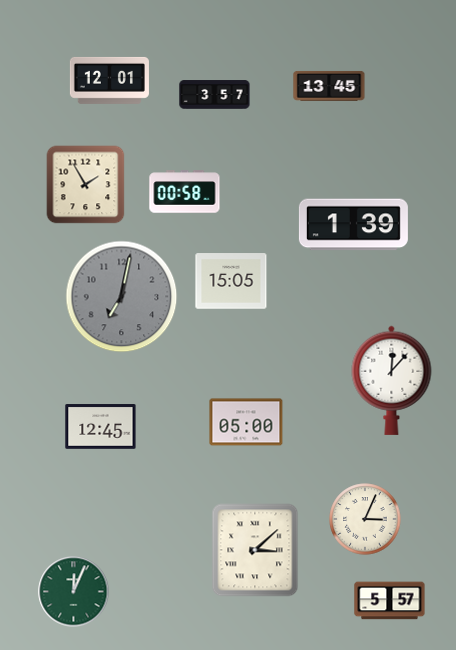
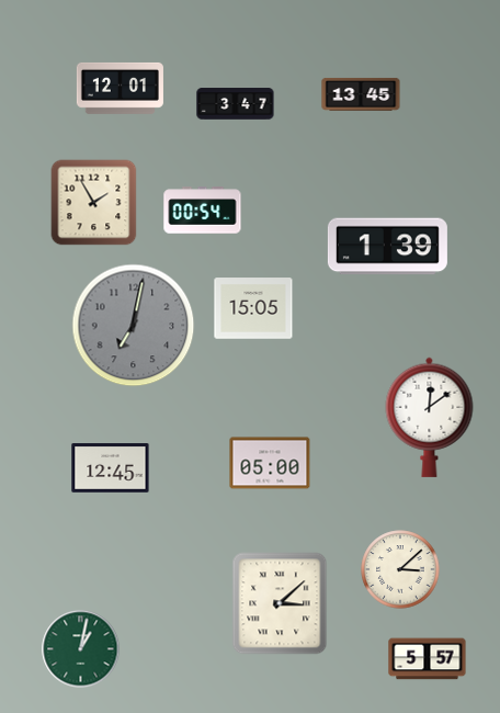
clock at (215, 95): 3:57 -> 3:47
clock at (185, 192): 00:58 -> 00:54
clock at (392, 380): 12:07 -> 12:09
clock at (365, 519): 3:04 -> 3:08
clock at (74, 592): 12:04 -> 1:02
